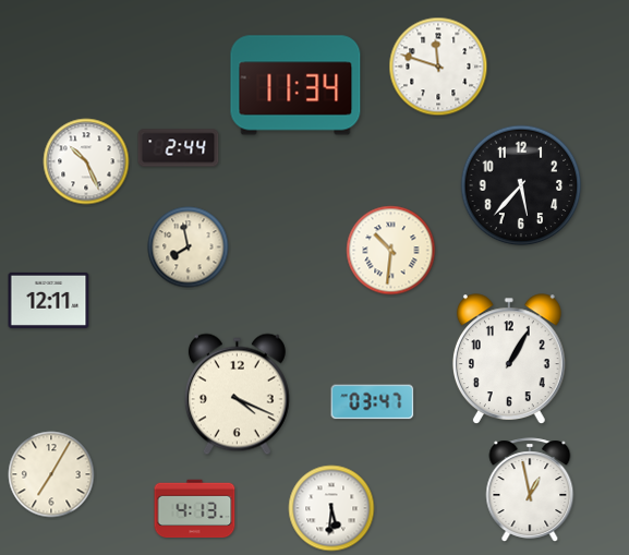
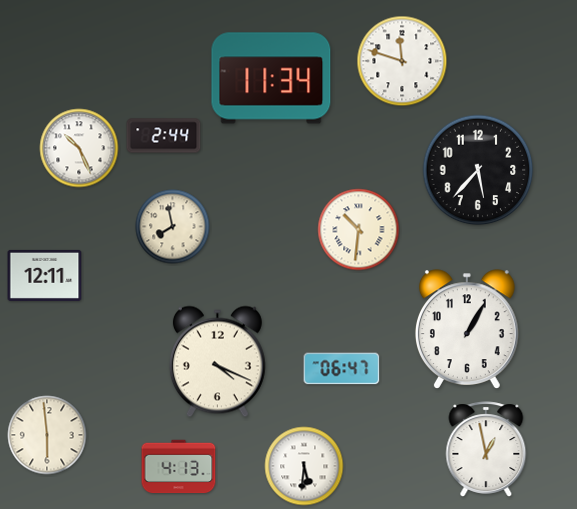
clock at (373, 402): 03:47 -> 06:47
clock at (51, 474): 7:05 -> 5:59
